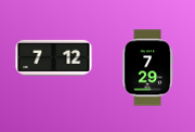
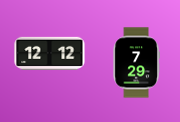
clock at (54, 57): 7:12 -> 12:12
